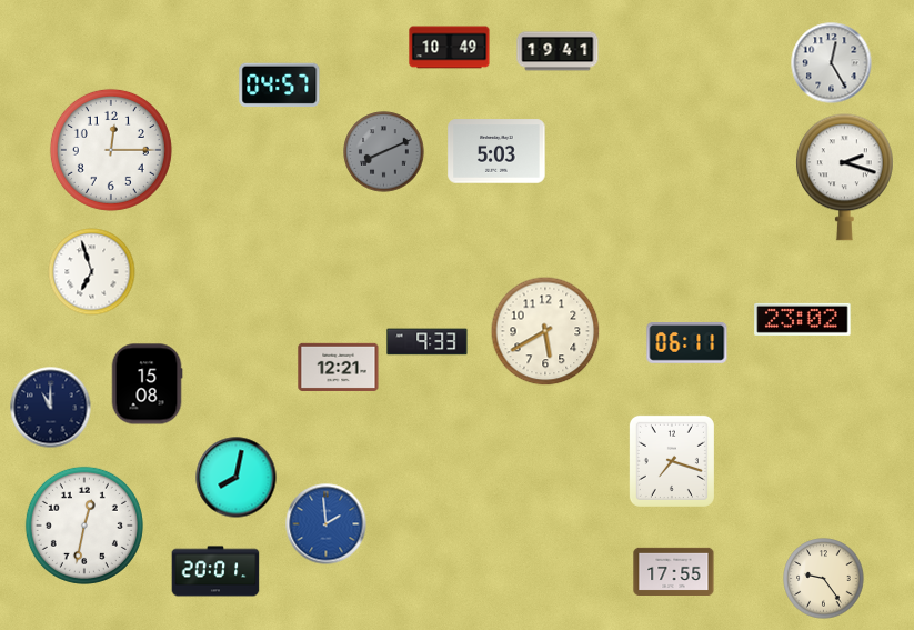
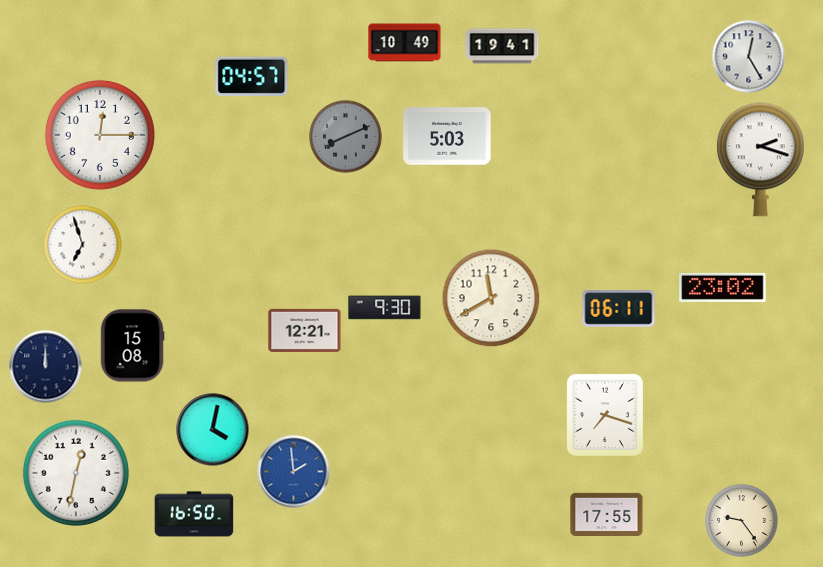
clock at (545, 331): 5:40 -> 11:40
clock at (428, 342): 9:33 -> 9:30
clock at (51, 408): 11:00 -> 12:00
clock at (237, 478): 8:02 -> 4:02
clock at (215, 571): 20:01 -> 16:50
